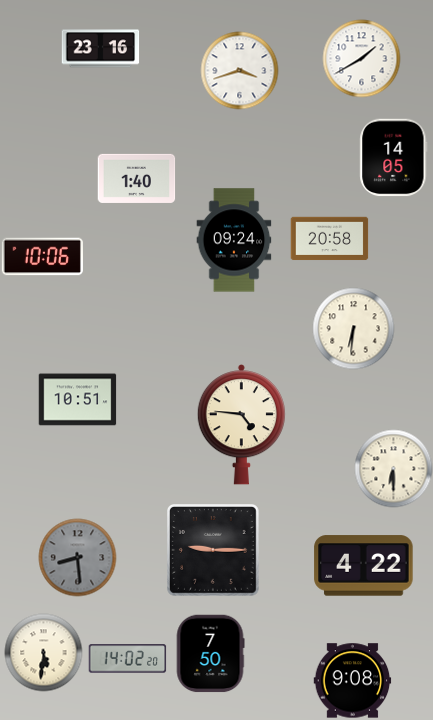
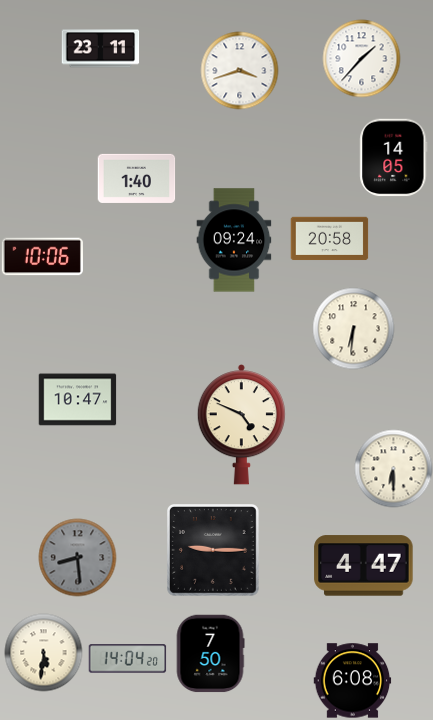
clock at (100, 49): 23:16 -> 23:11
clock at (361, 58): 1:40 -> 1:37
clock at (77, 400): 10:51 -> 10:47
clock at (241, 425): 4:46 -> 4:49
clock at (364, 566): 4:22 -> 4:47
clock at (127, 659): 14:02 -> 14:04
clock at (352, 681): 9:08 -> 6:08
